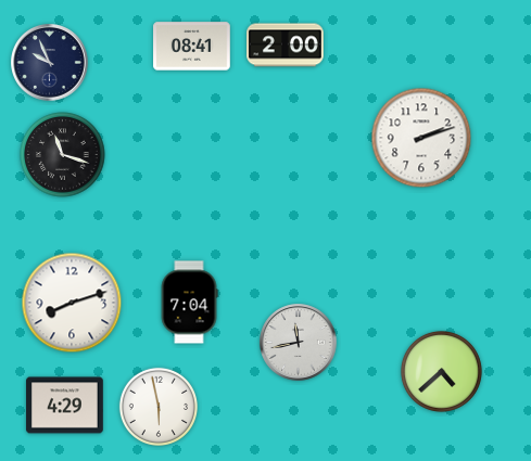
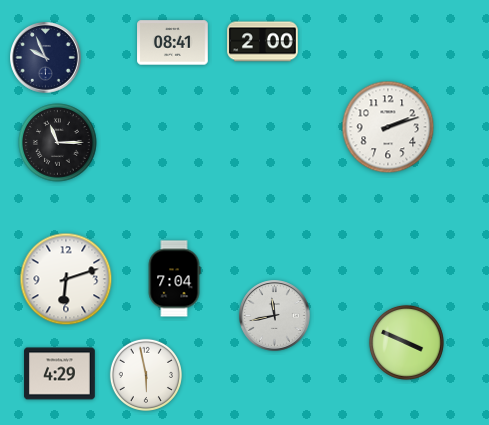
clock at (192, 47) position: (192, 47) -> (173, 43)
clock at (63, 155): 11:18 -> 11:15
clock at (72, 303): 8:12 -> 6:12
clock at (441, 371): 4:38 -> 3:49
